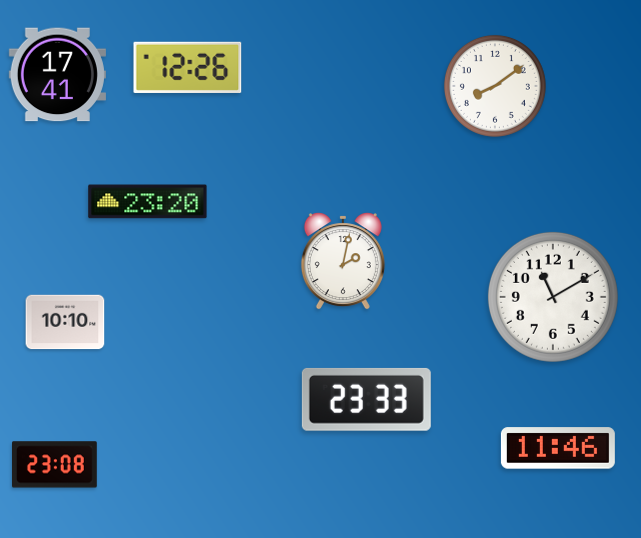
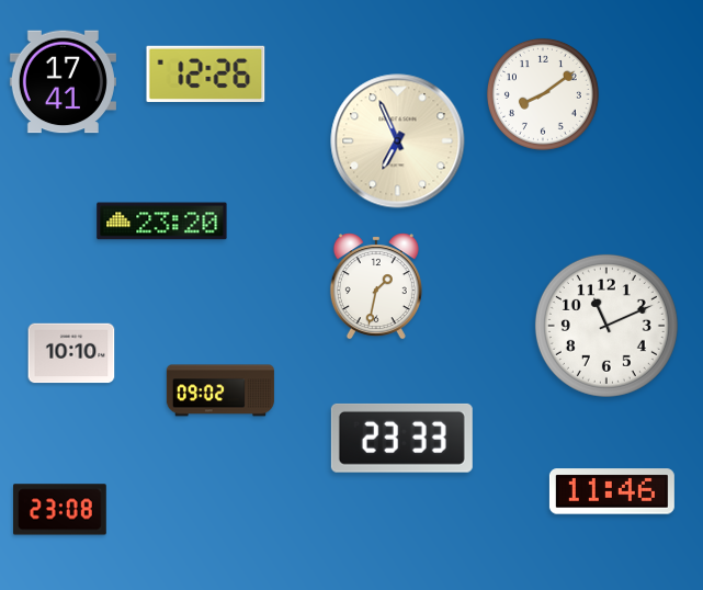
clock at (398, 141): none -> 6:56
clock at (343, 261): 2:02 -> 1:32
clock at (553, 297): 11:10 -> 11:11
clock at (220, 390): none -> 09:02
